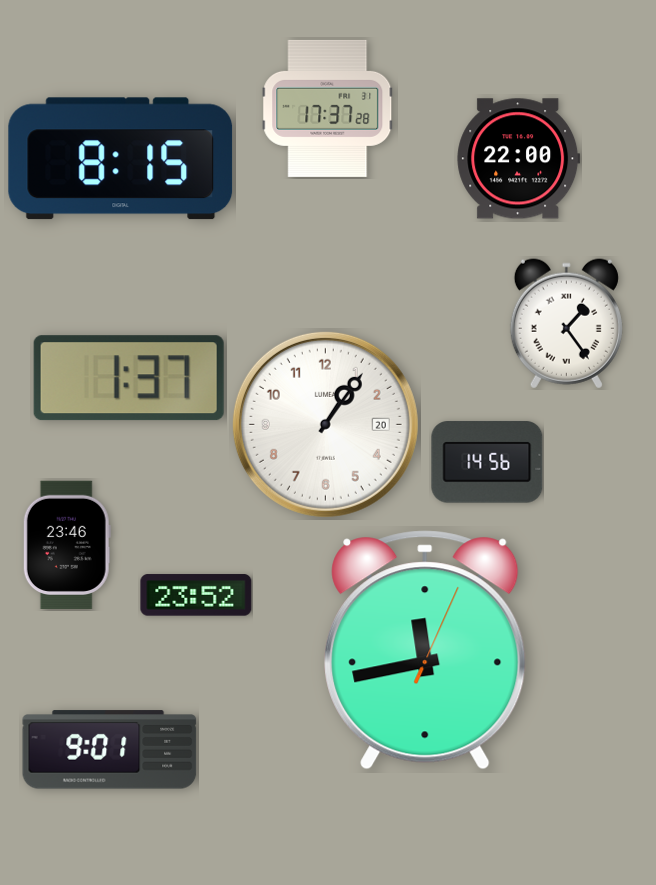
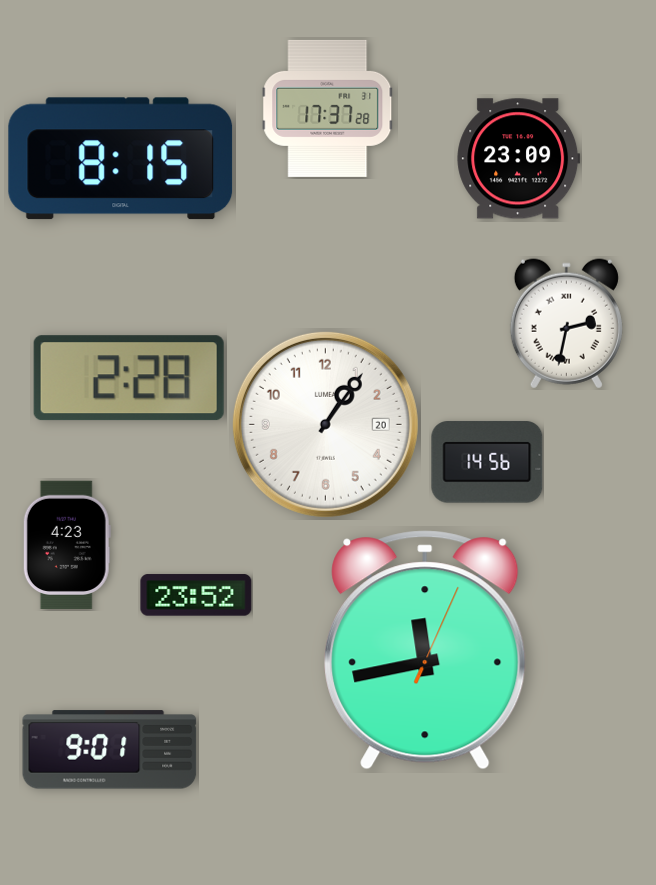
clock at (519, 159): 22:00 -> 23:09
clock at (566, 324): 1:24 -> 2:32
clock at (129, 378): 1:37 -> 2:28
clock at (67, 544): 23:46 -> 4:23
